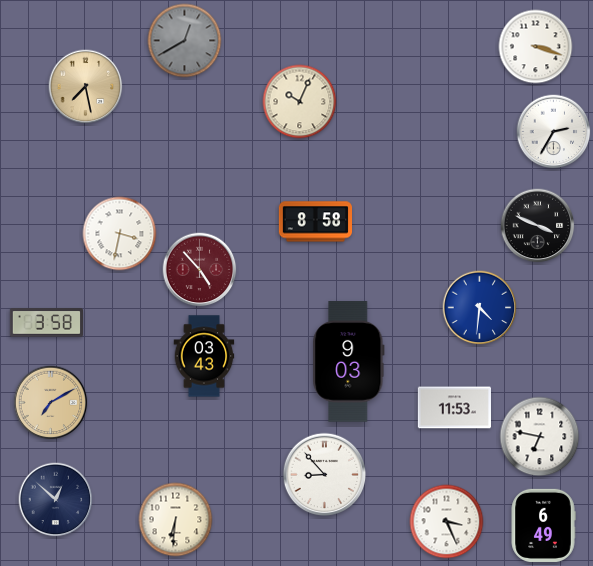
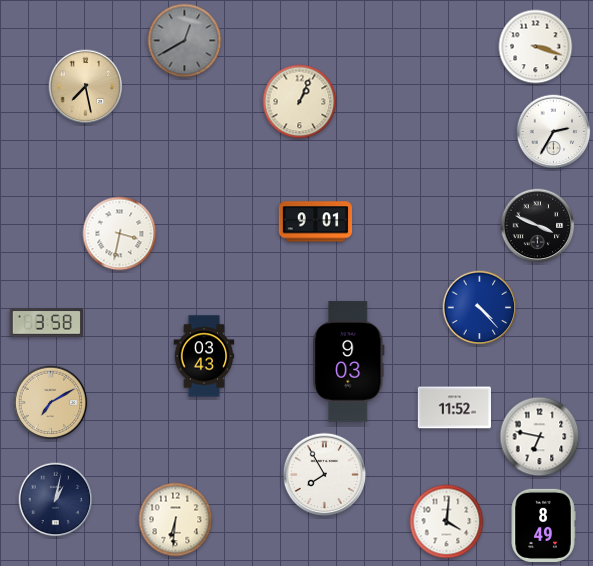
clock at (300, 102): 10:04 -> 1:04
clock at (315, 222): 8:58 -> 9:01
clock at (200, 270): 4:53 -> none
clock at (480, 308): 4:31 -> 4:23
clock at (454, 408): 11:53 -> 11:52
clock at (325, 475): 8:53 -> 7:55
clock at (56, 500): 12:52 -> 1:02
clock at (447, 522): 3:26 -> 4:01
clock at (543, 525): 6:49 -> 8:49
